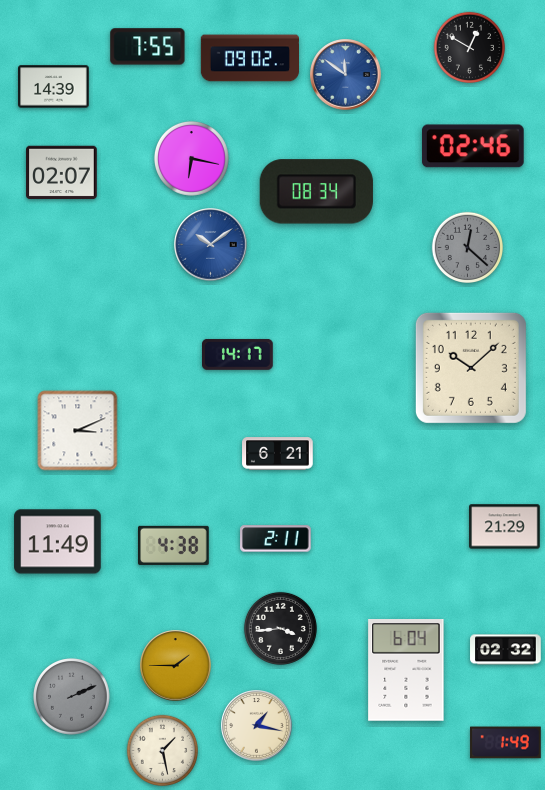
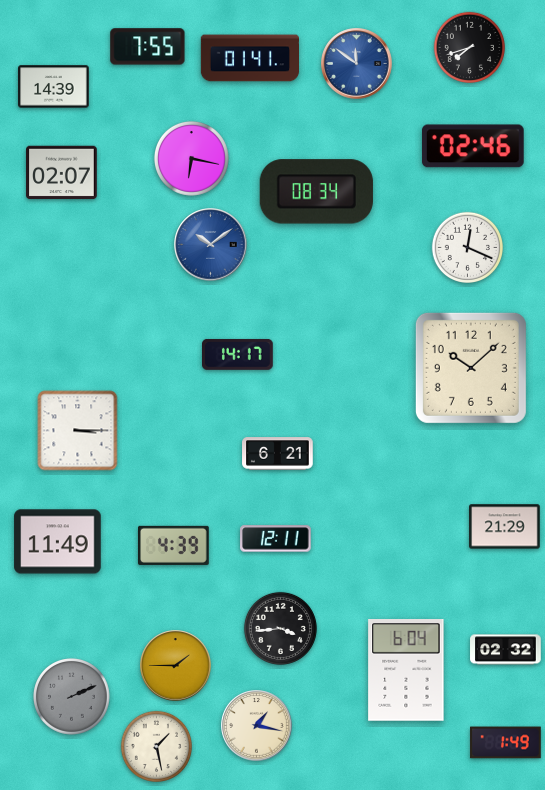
clock at (469, 47): 12:50 -> 7:42
clock at (249, 58): 09:02 -> 01:41
clock at (346, 75) position: (346, 75) -> (357, 64)
clock at (467, 247): 12:22 -> 12:19
clock at (467, 247) dial: grey -> white
clock at (78, 431): 3:11 -> 3:15
clock at (276, 539): 2:11 -> 12:11
clock at (174, 545): 4:38 -> 4:39
clock at (162, 750) position: (162, 750) -> (156, 746)
